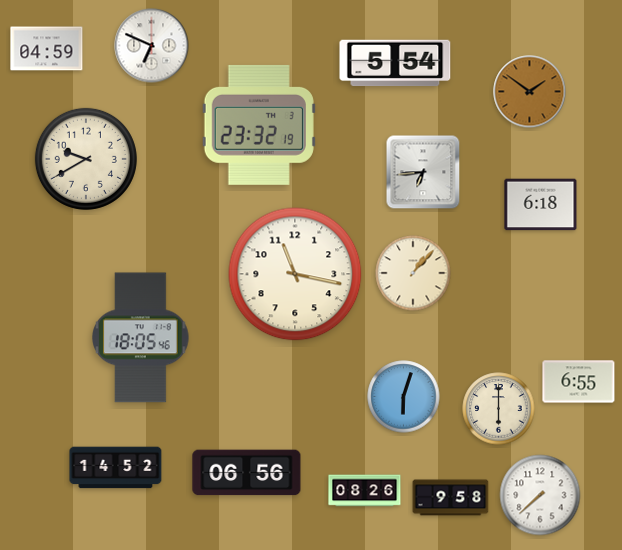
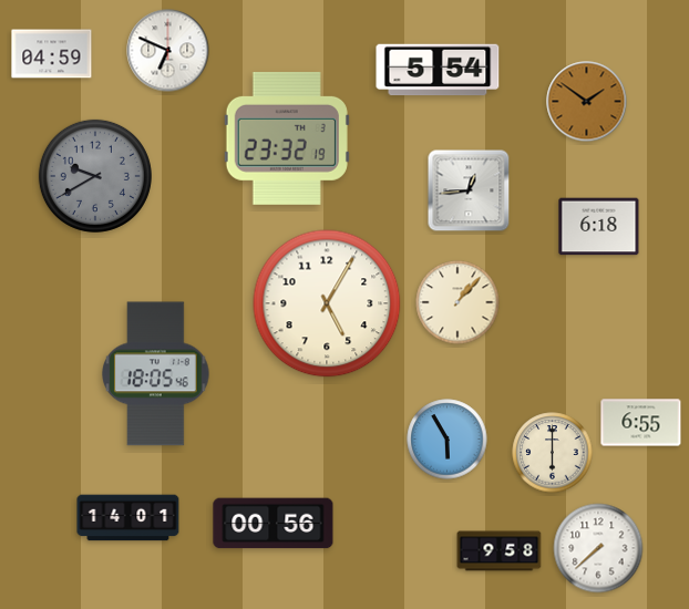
clock at (86, 159) dial: cream -> grey
clock at (423, 172): 6:44 -> 12:44
clock at (295, 274): 11:17 -> 5:05
clock at (404, 397): 6:03 -> 5:55
clock at (116, 468): 14:52 -> 14:01
clock at (247, 473): 06:56 -> 00:56
clock at (365, 491): 08:26 -> none
